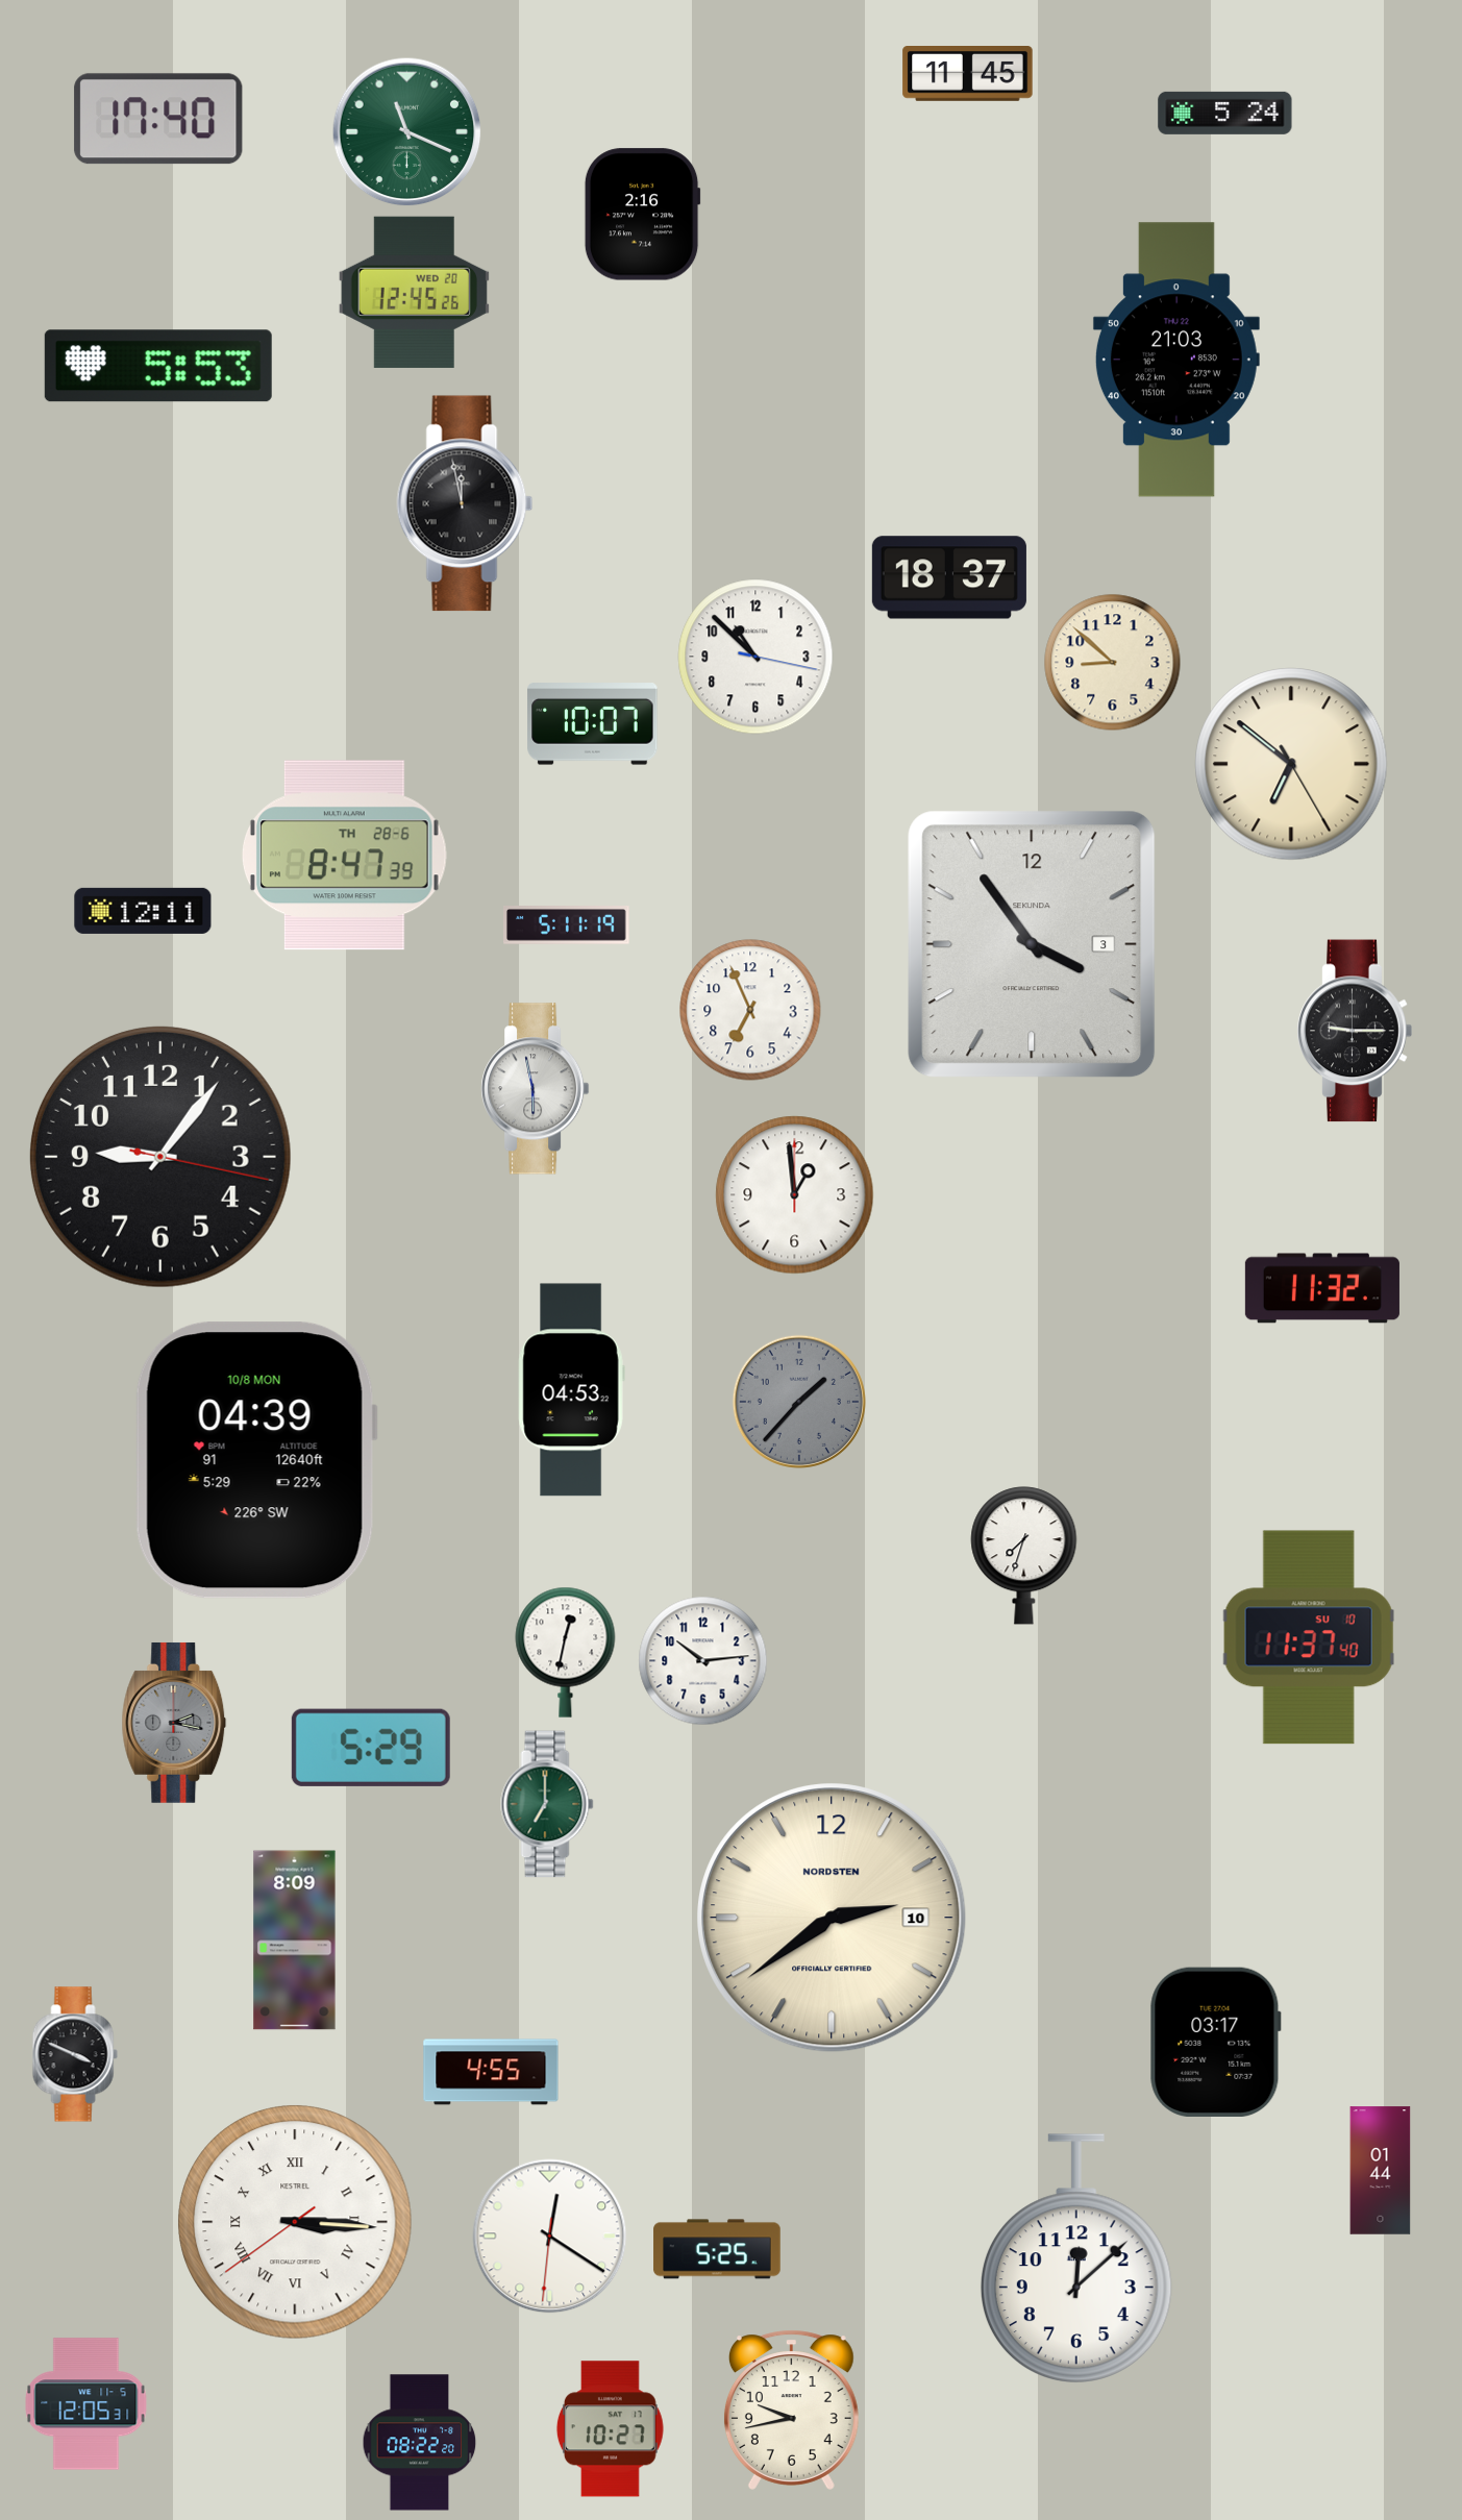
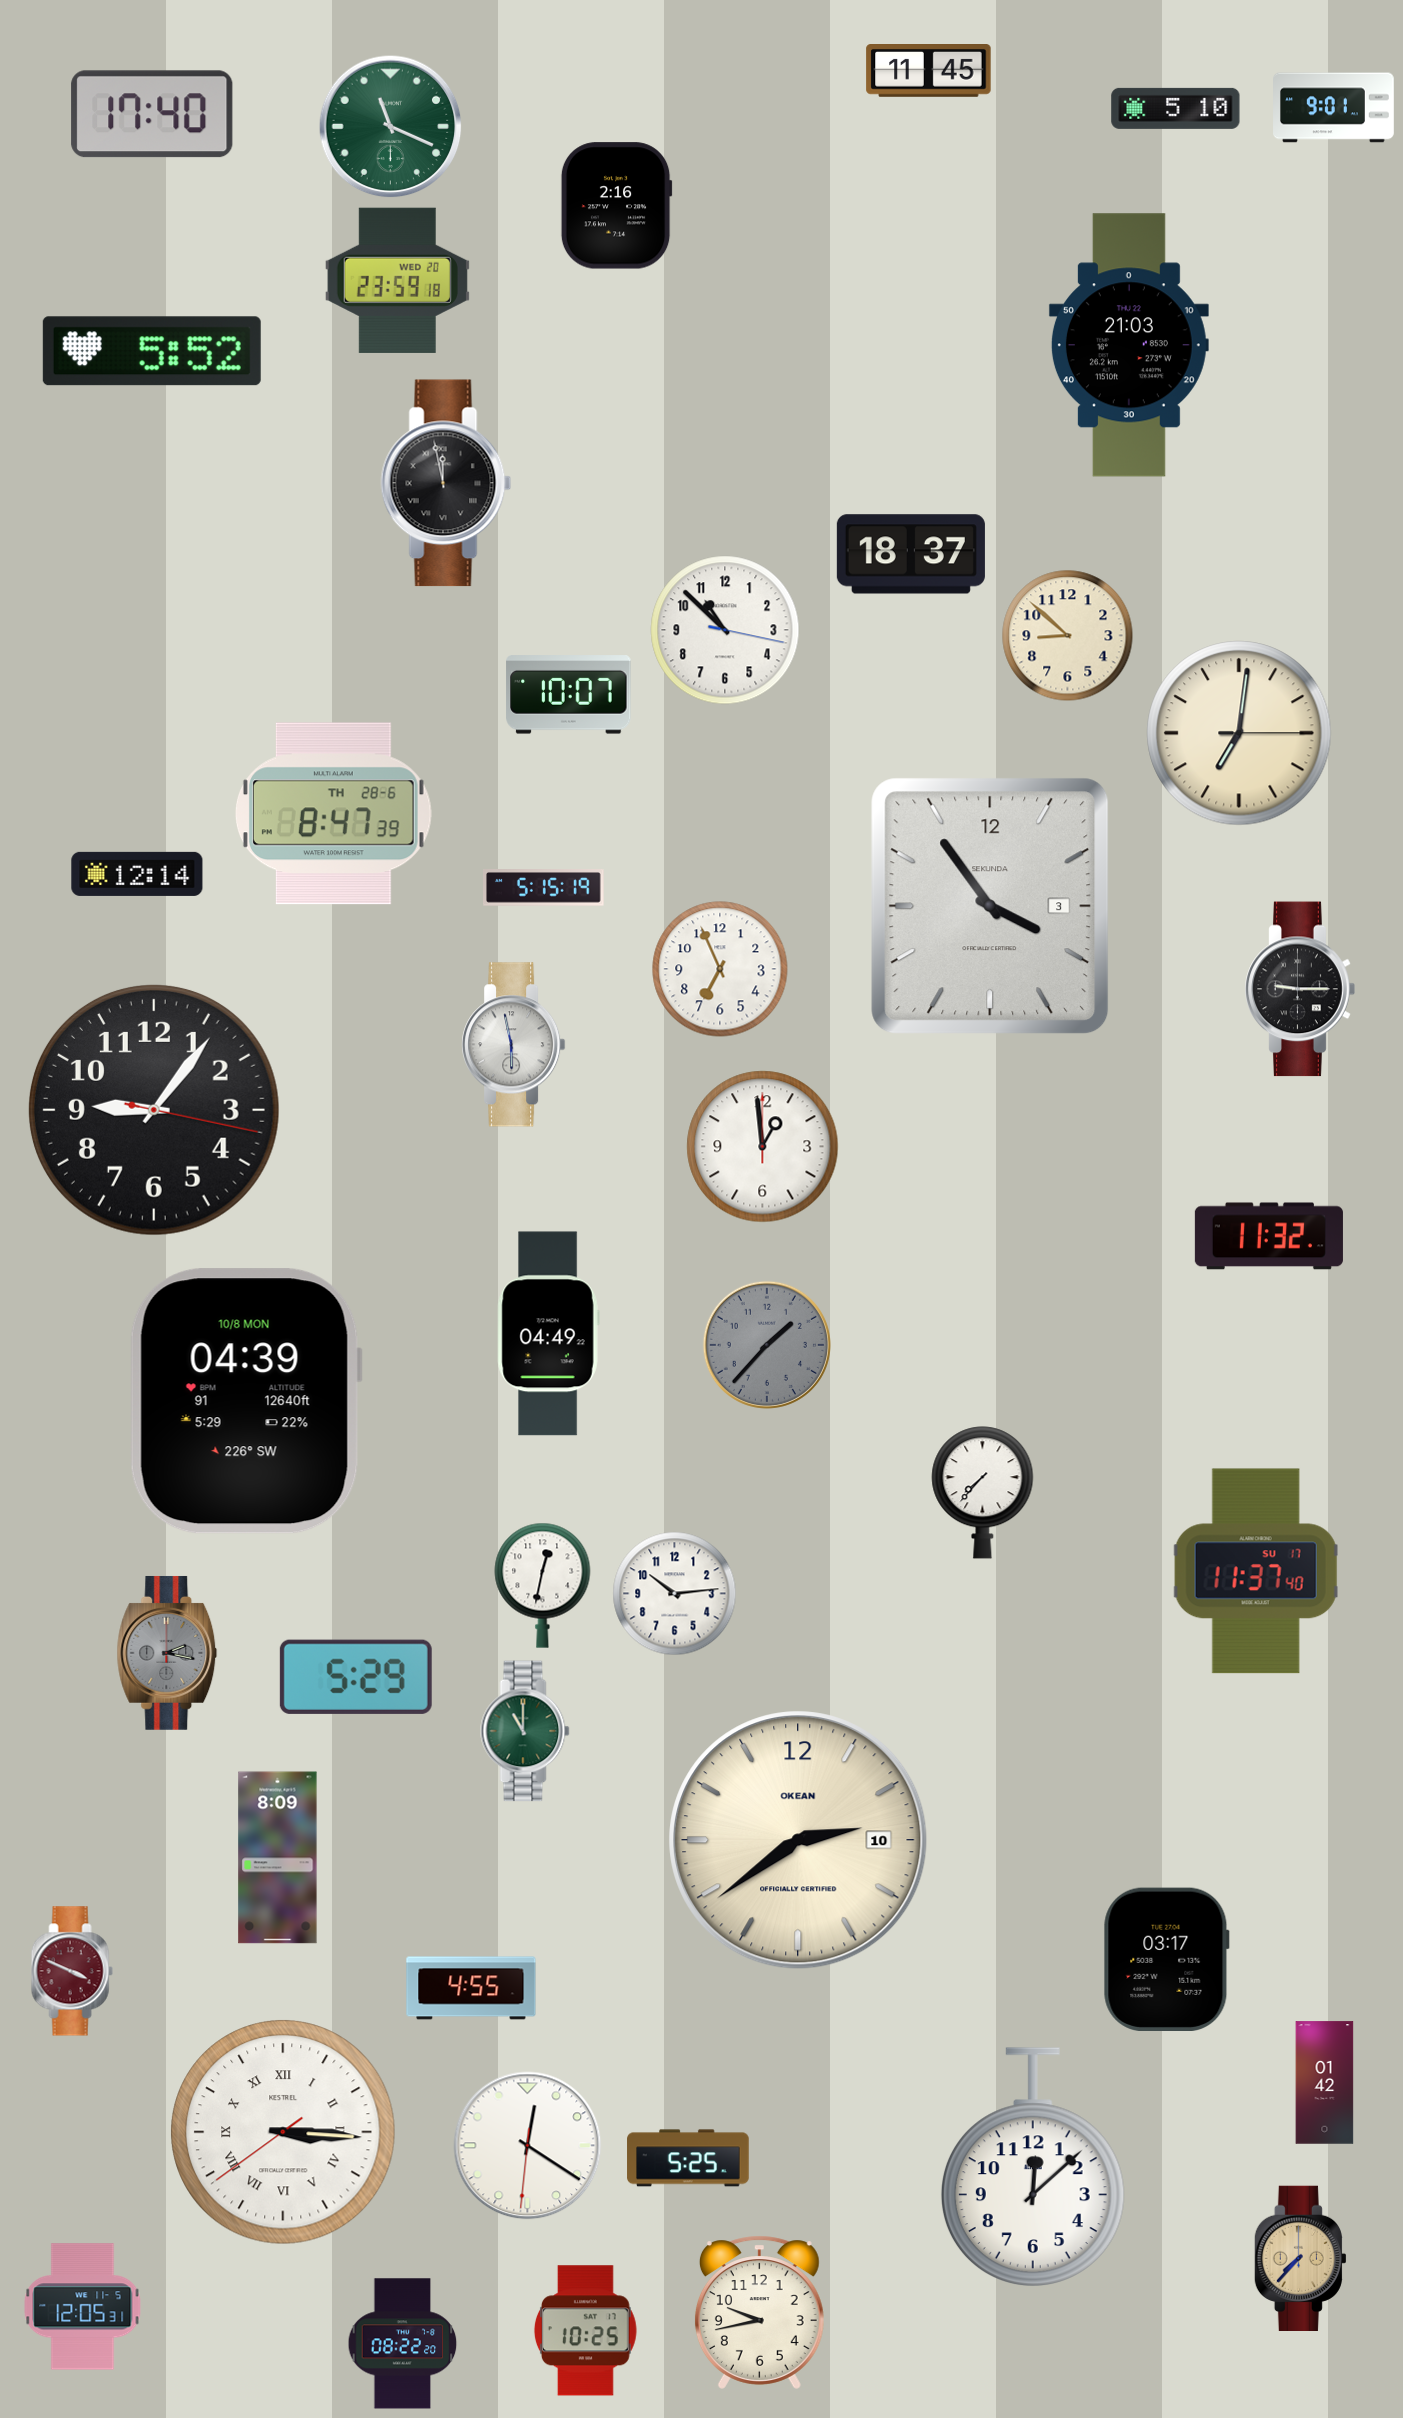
clock at (1225, 113): 5:24 -> 5:10
clock at (1334, 108): none -> 9:01
clock at (414, 292): 12:45 -> 23:59
clock at (158, 366): 5:53 -> 5:52
clock at (1291, 764): 6:51 -> 7:01
clock at (344, 856) position: (344, 856) -> (333, 814)
clock at (143, 911): 12:11 -> 12:14
clock at (567, 925): 5:11 -> 5:15
clock at (571, 1390): 04:53 -> 04:49
clock at (1024, 1556): 7:33 -> 7:37
clock at (1309, 1637) date: SU 10 -> SU 17
clock at (547, 1804): 7:00 -> 11:00
clock at (832, 1918) brand: NORDSTEN -> OKEAN
clock at (295, 1941) position: (295, 1941) -> (278, 1858)
clock at (75, 2054) dial: black -> burgundy
clock at (1381, 2171): 01:44 -> 01:42
clock at (1300, 2258): none -> 7:37
clock at (610, 2429): 10:27 -> 10:25
